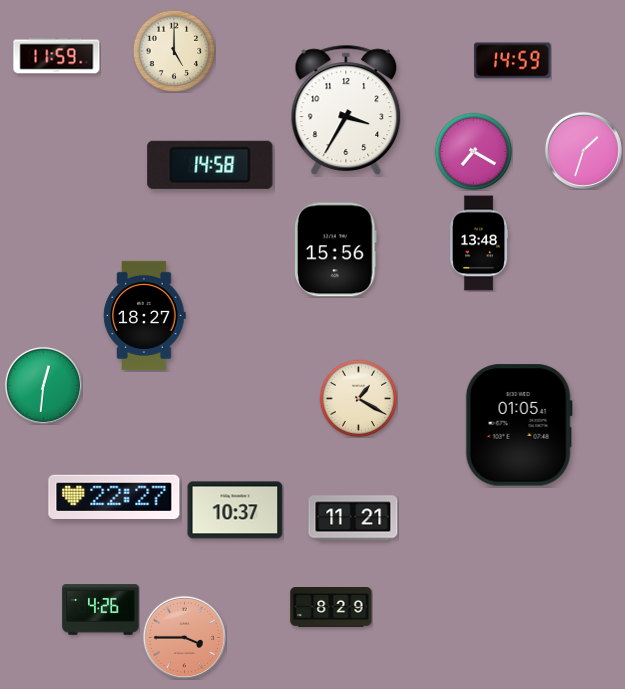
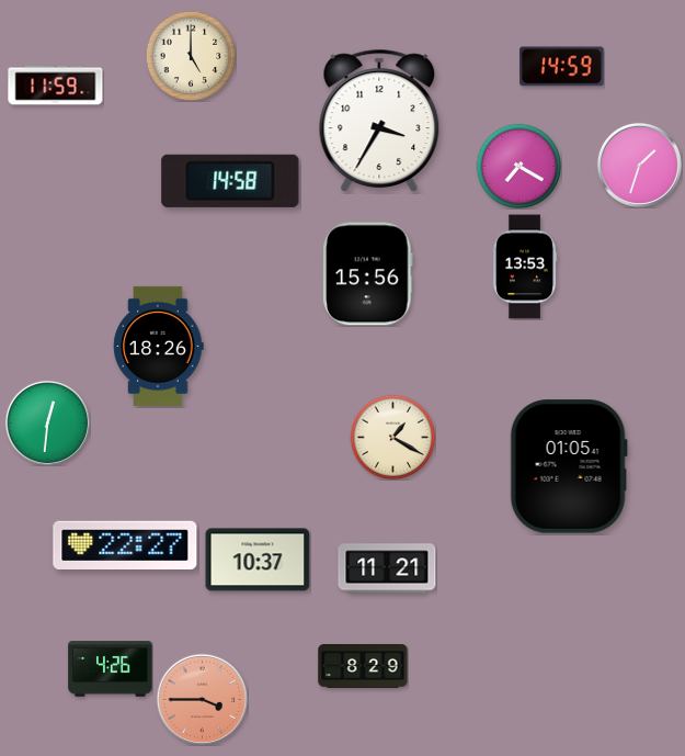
clock at (57, 56) position: (57, 56) -> (56, 86)
clock at (479, 243): 13:48 -> 13:53
clock at (145, 315): 18:27 -> 18:26
